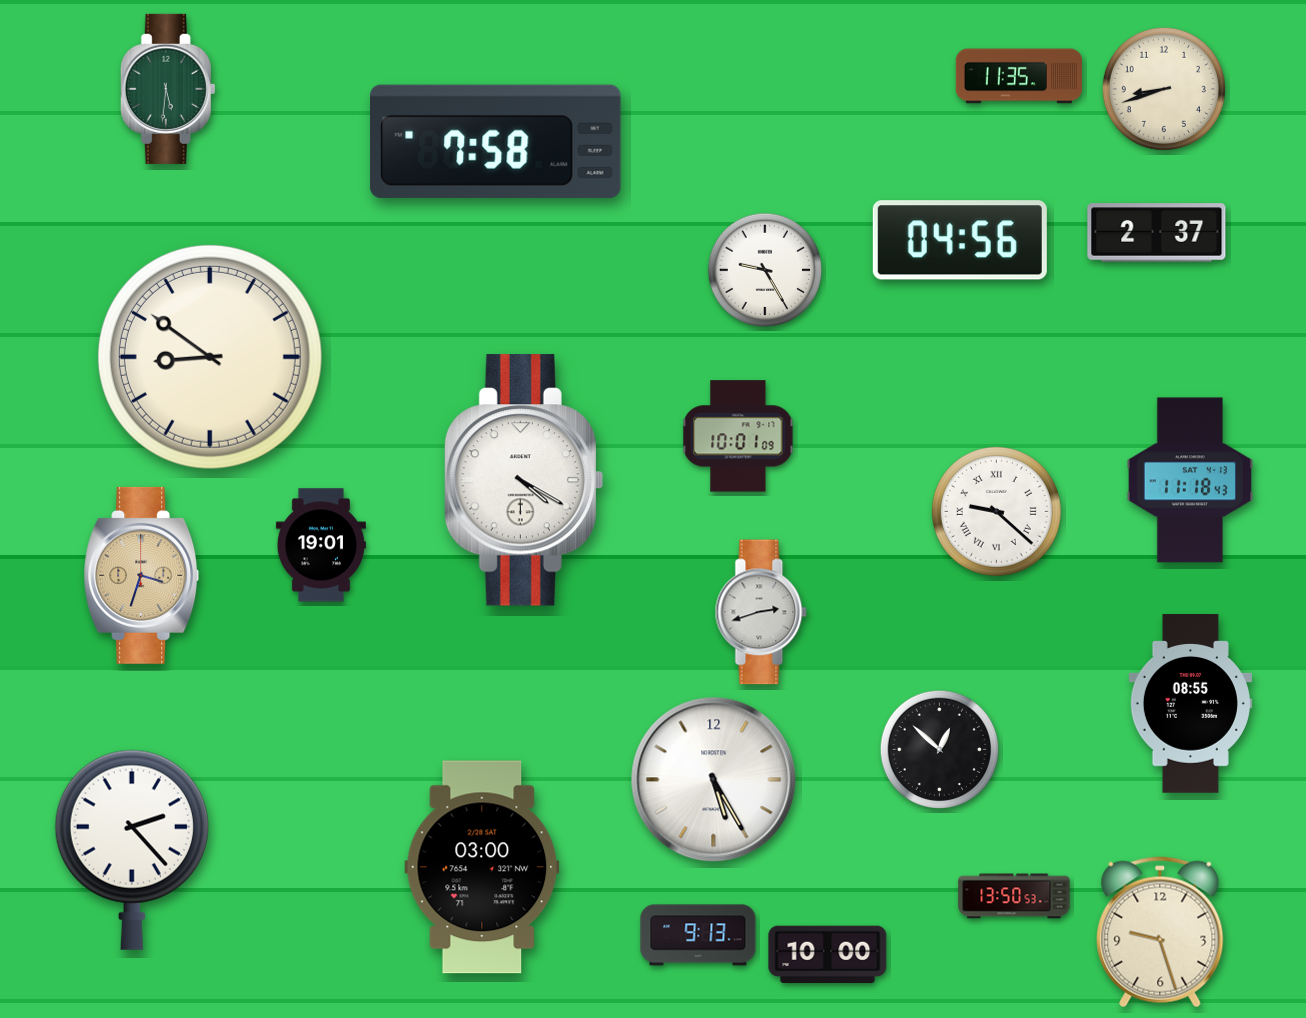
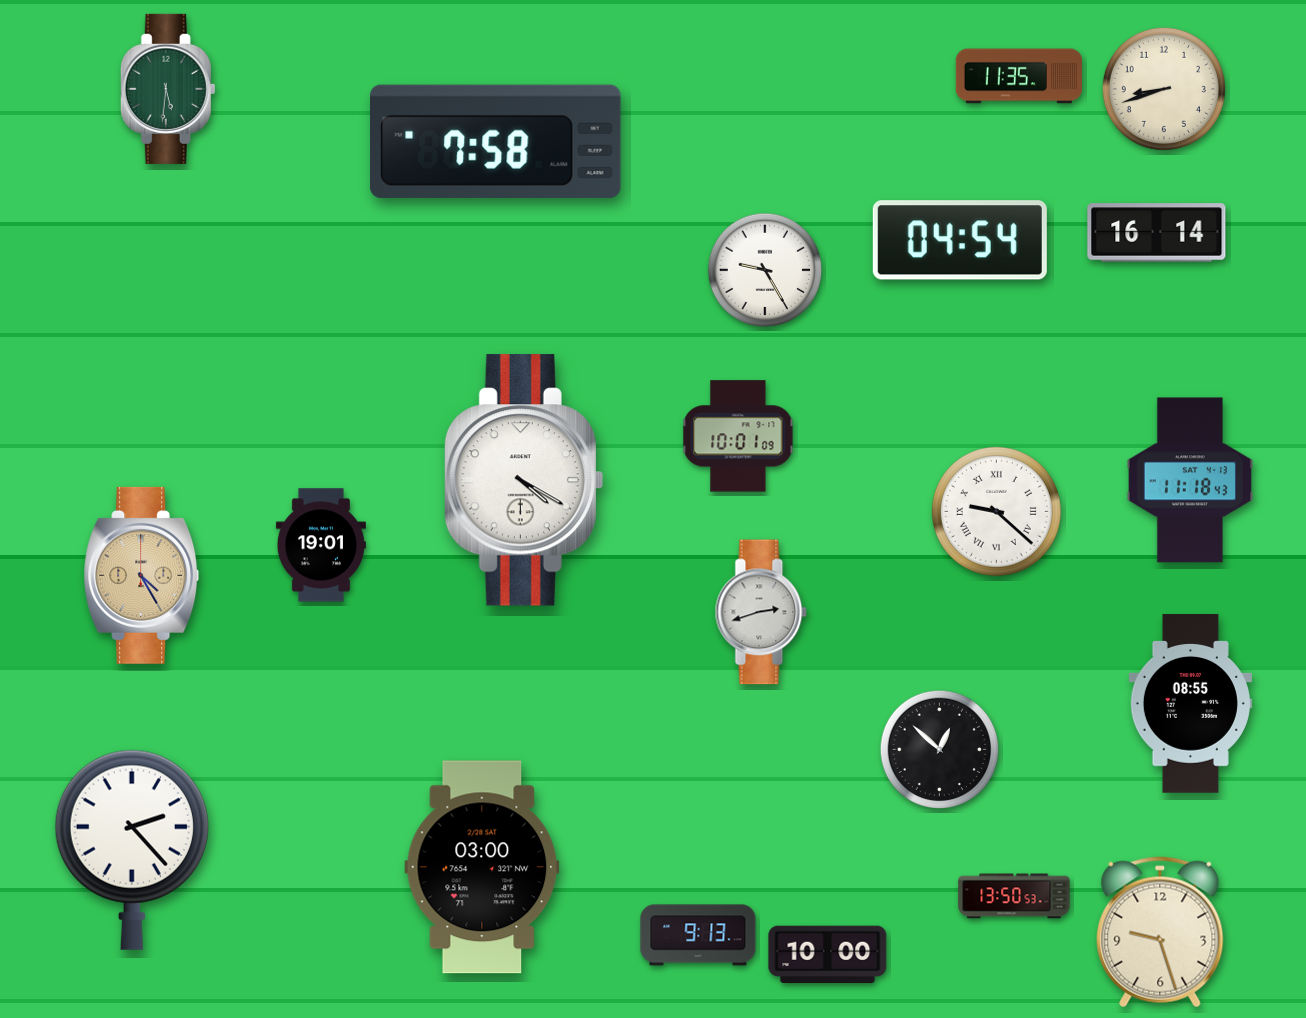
clock at (1157, 233): 2:37 -> 16:14
clock at (960, 240): 04:56 -> 04:54
clock at (210, 357): 8:51 -> none
clock at (142, 575): 3:33 -> 4:25
clock at (714, 780): 5:25 -> none
